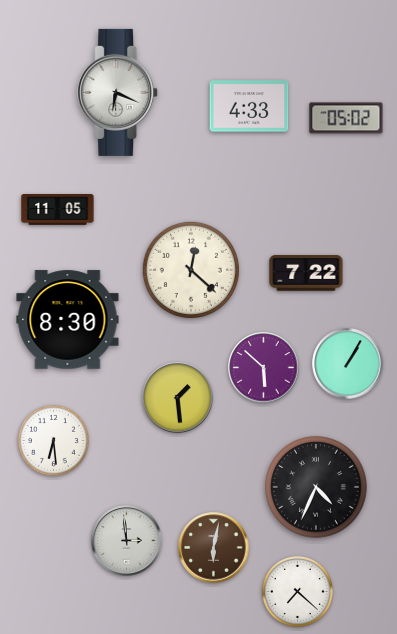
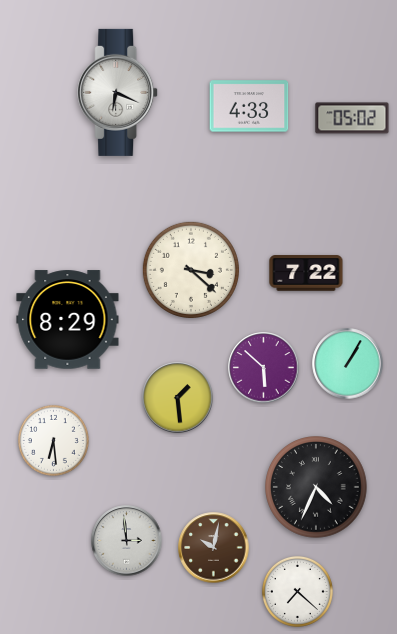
clock at (346, 118) position: (346, 118) -> (352, 118)
clock at (58, 210): 11:05 -> none
clock at (191, 270): 12:22 -> 3:22
clock at (68, 320): 8:30 -> 8:29
clock at (214, 548): 6:02 -> 10:02
